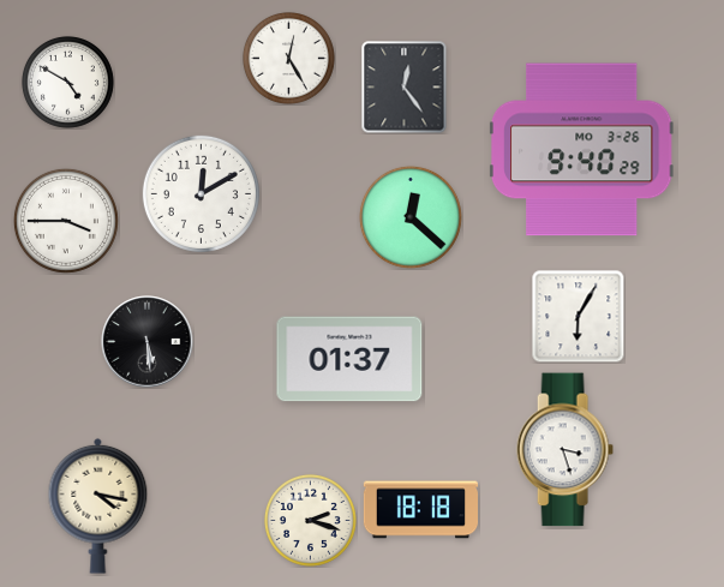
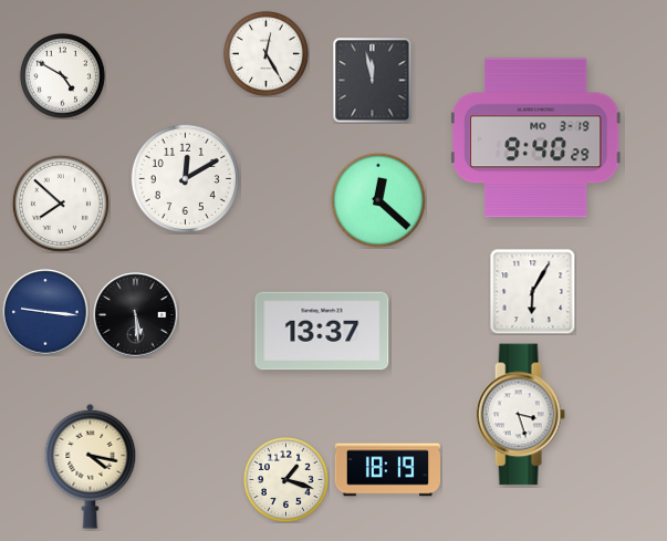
clock at (405, 88): 12:24 -> 11:58
clock at (581, 150) date: MO 3-26 -> MO 3-19
clock at (66, 221): 3:45 -> 7:52
clock at (45, 312): none -> 9:16
clock at (349, 359): 01:37 -> 13:37
clock at (420, 510): 18:18 -> 18:19
clock at (311, 521): 2:18 -> 1:18
